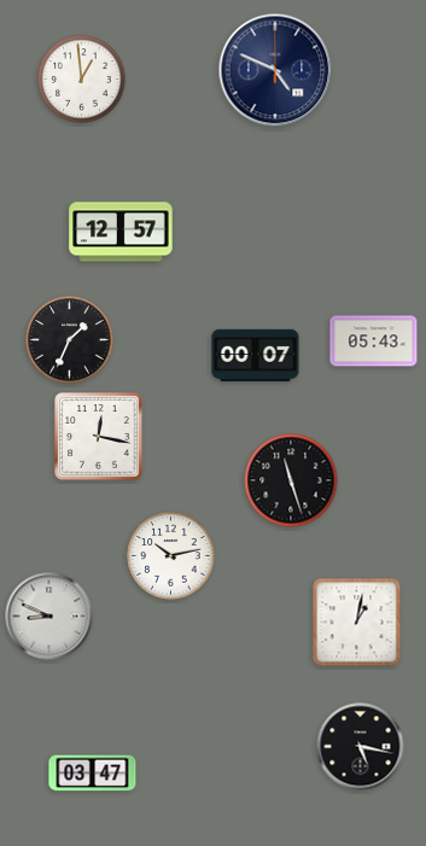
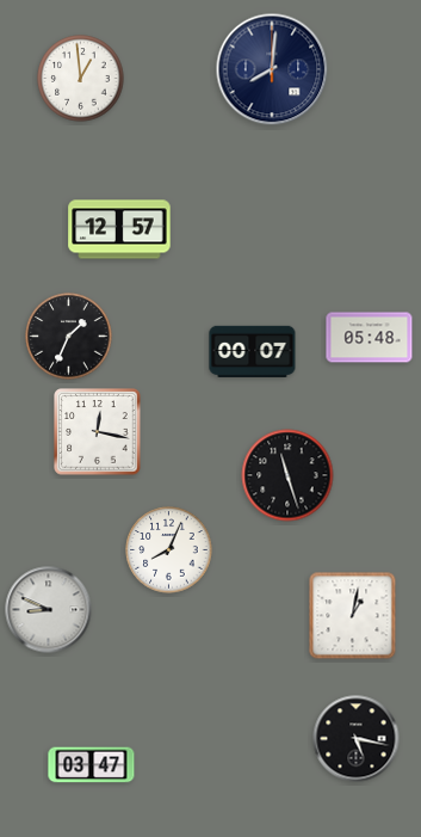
clock at (275, 70): 4:49 -> 8:01
clock at (374, 342): 05:43 -> 05:48
clock at (171, 556): 10:13 -> 8:04
